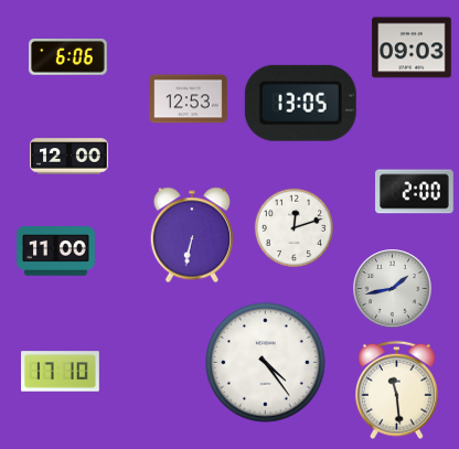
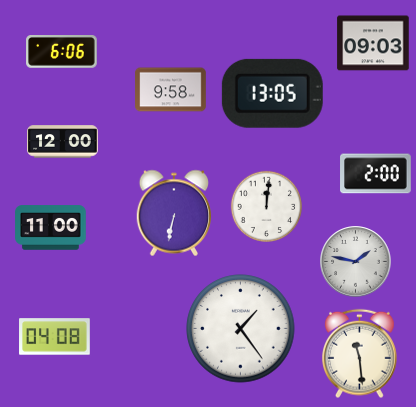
clock at (189, 99): 12:53 -> 9:58
clock at (295, 228): 12:12 -> 12:01
clock at (393, 289): 1:43 -> 1:47
clock at (266, 363): 4:24 -> 1:24
clock at (61, 372): 17:10 -> 04:08
